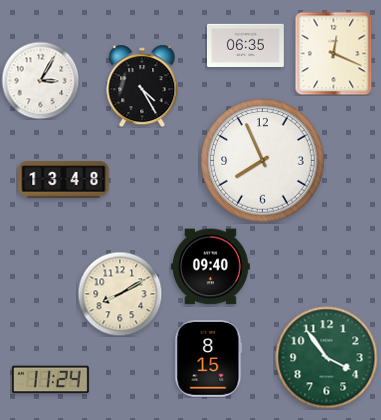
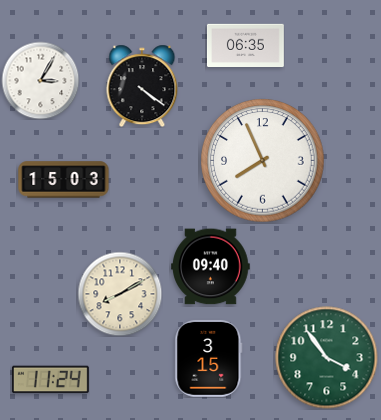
clock at (334, 53): 12:19 -> none
clock at (142, 86): 4:25 -> 4:21
clock at (64, 180): 13:48 -> 15:03
clock at (209, 358): 8:15 -> 3:15
